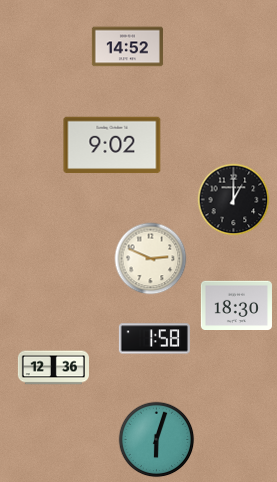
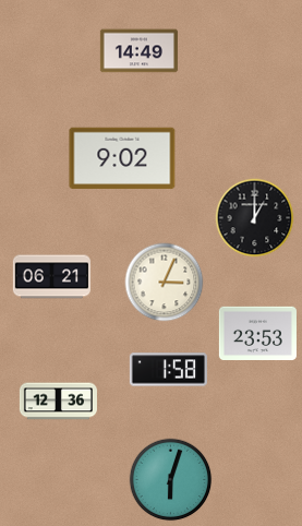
clock at (127, 47): 14:52 -> 14:49
clock at (51, 277): none -> 06:21
clock at (151, 259): 2:49 -> 3:04
clock at (236, 305): 18:30 -> 23:53
